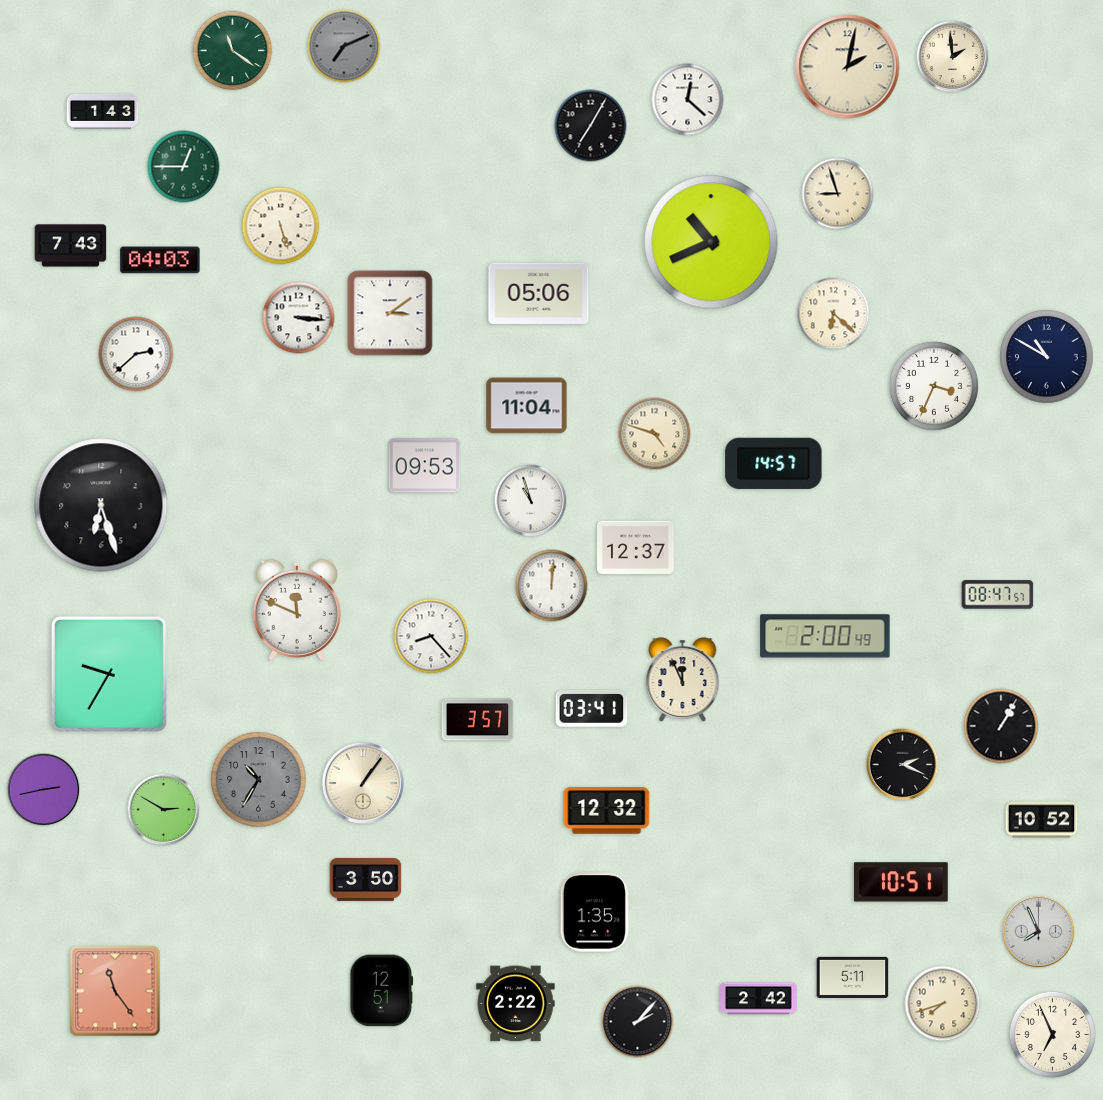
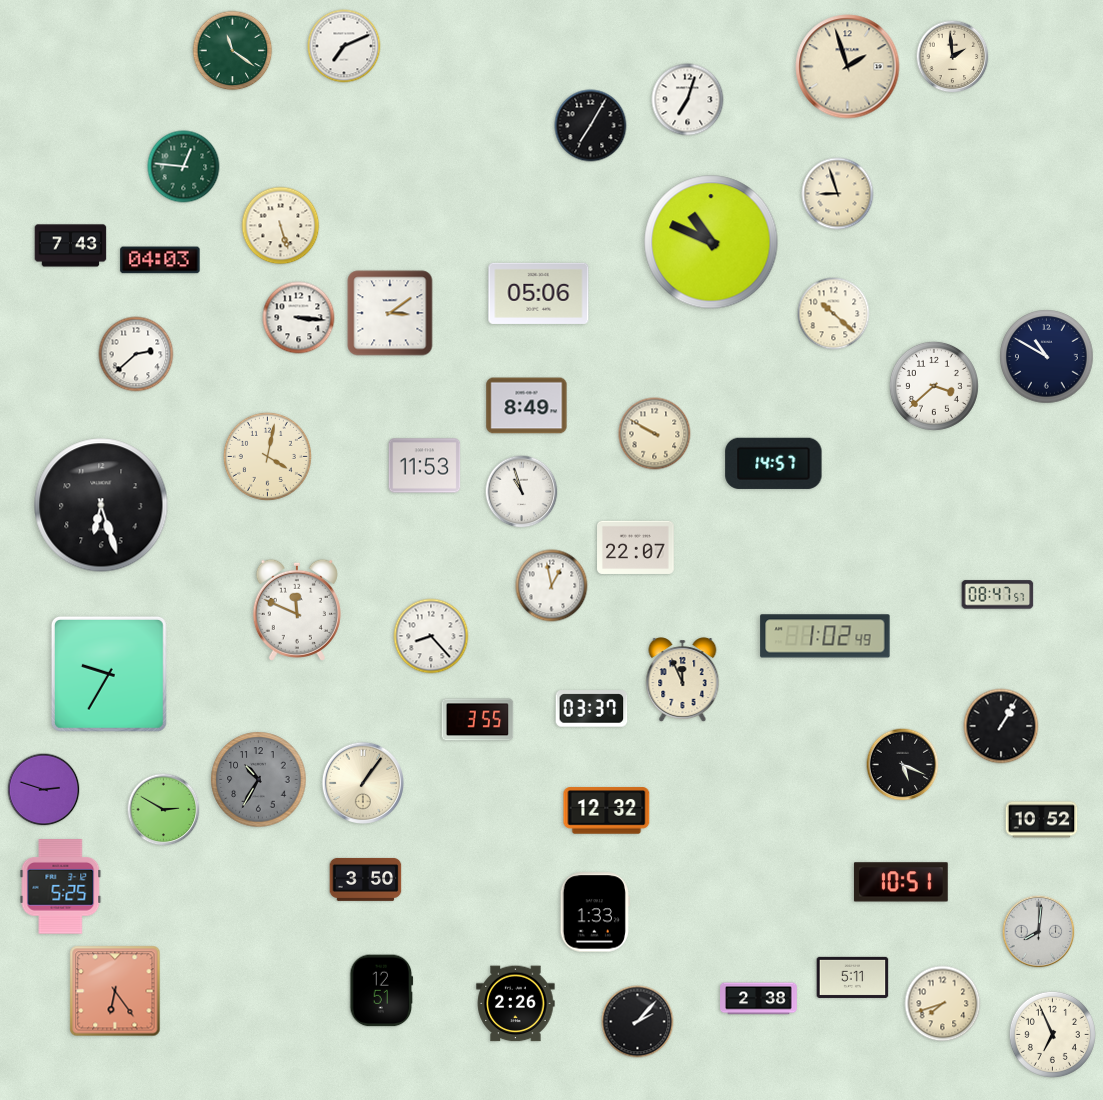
clock at (344, 46) dial: grey -> white
clock at (848, 67): 2:02 -> 1:57
clock at (688, 100): 12:22 -> 7:03
clock at (103, 111): 1:43 -> none
clock at (184, 167): 12:45 -> 12:46
clock at (711, 242): 10:41 -> 10:49
clock at (834, 314): 6:22 -> 10:22
clock at (934, 386): 3:34 -> 3:38
clock at (527, 406): 11:04 -> 8:49
clock at (655, 434): 4:48 -> 9:50
clock at (267, 456): none -> 4:02
clock at (425, 466): 09:53 -> 11:53
clock at (531, 501) position: (531, 501) -> (522, 492)
clock at (636, 547): 12:37 -> 22:07
clock at (552, 586): 12:01 -> 12:58
clock at (825, 636): 2:00 -> 1:02
clock at (592, 709): 03:41 -> 03:37
clock at (478, 720): 3:57 -> 3:55
clock at (903, 765): 2:19 -> 5:19
clock at (44, 790): 2:43 -> 2:48
clock at (61, 887): none -> 5:25
clock at (595, 912): 1:35 -> 1:33
clock at (1039, 932): 7:56 -> 8:01
clock at (115, 991): 11:24 -> 6:24
clock at (759, 999): 2:42 -> 2:38
clock at (516, 1004): 2:22 -> 2:26
